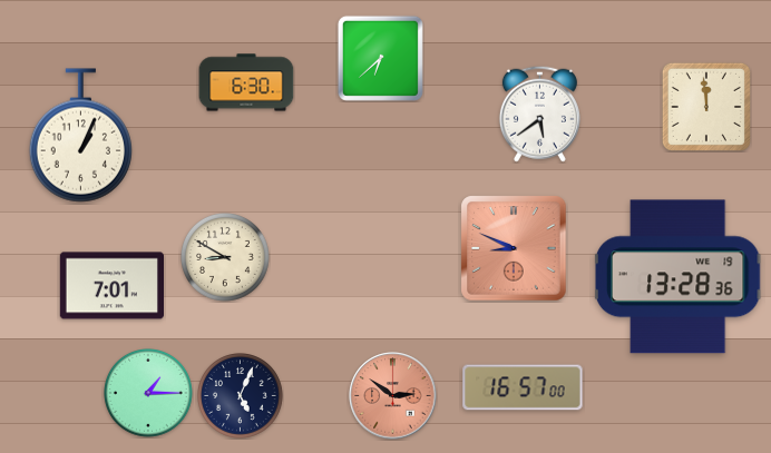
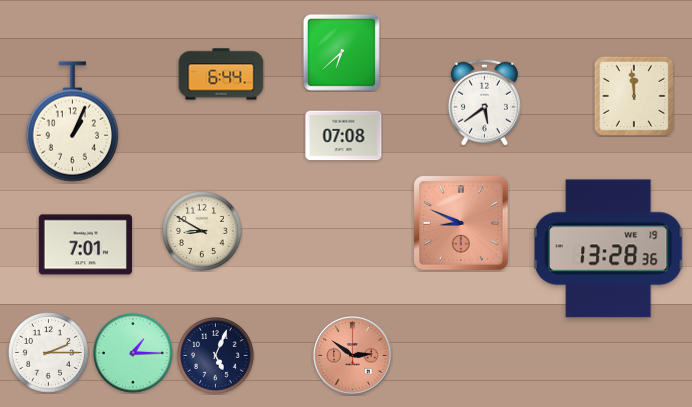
clock at (246, 82): 6:30 -> 6:44
clock at (344, 136): none -> 07:08
clock at (111, 286) position: (111, 286) -> (85, 245)
clock at (523, 387): 16:57 -> none
clock at (49, 353): none -> 2:15
